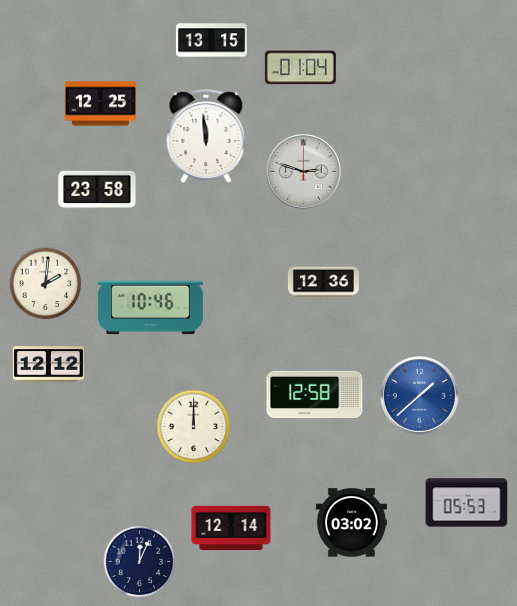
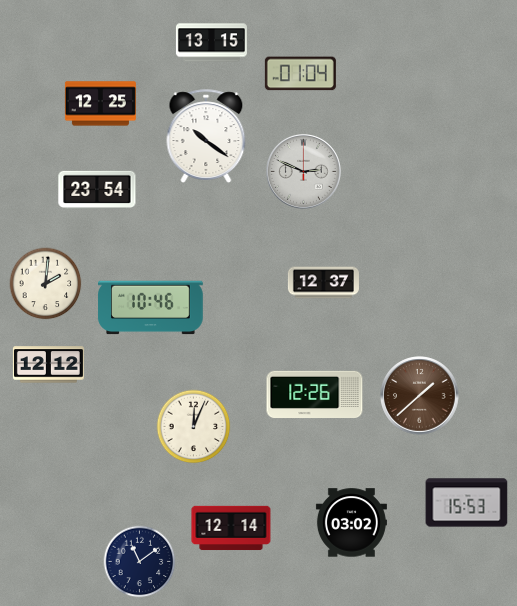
clock at (300, 68) position: (300, 68) -> (300, 74)
clock at (206, 136): 11:59 -> 10:21
clock at (303, 171): 2:48 -> 2:49
clock at (97, 189): 23:58 -> 23:54
clock at (323, 283): 12:36 -> 12:37
clock at (315, 395): 12:58 -> 12:26
clock at (420, 396) dial: blue -> brown
clock at (194, 427): 12:00 -> 12:04
clock at (467, 503): 05:53 -> 15:53
clock at (140, 562): 12:04 -> 11:09
